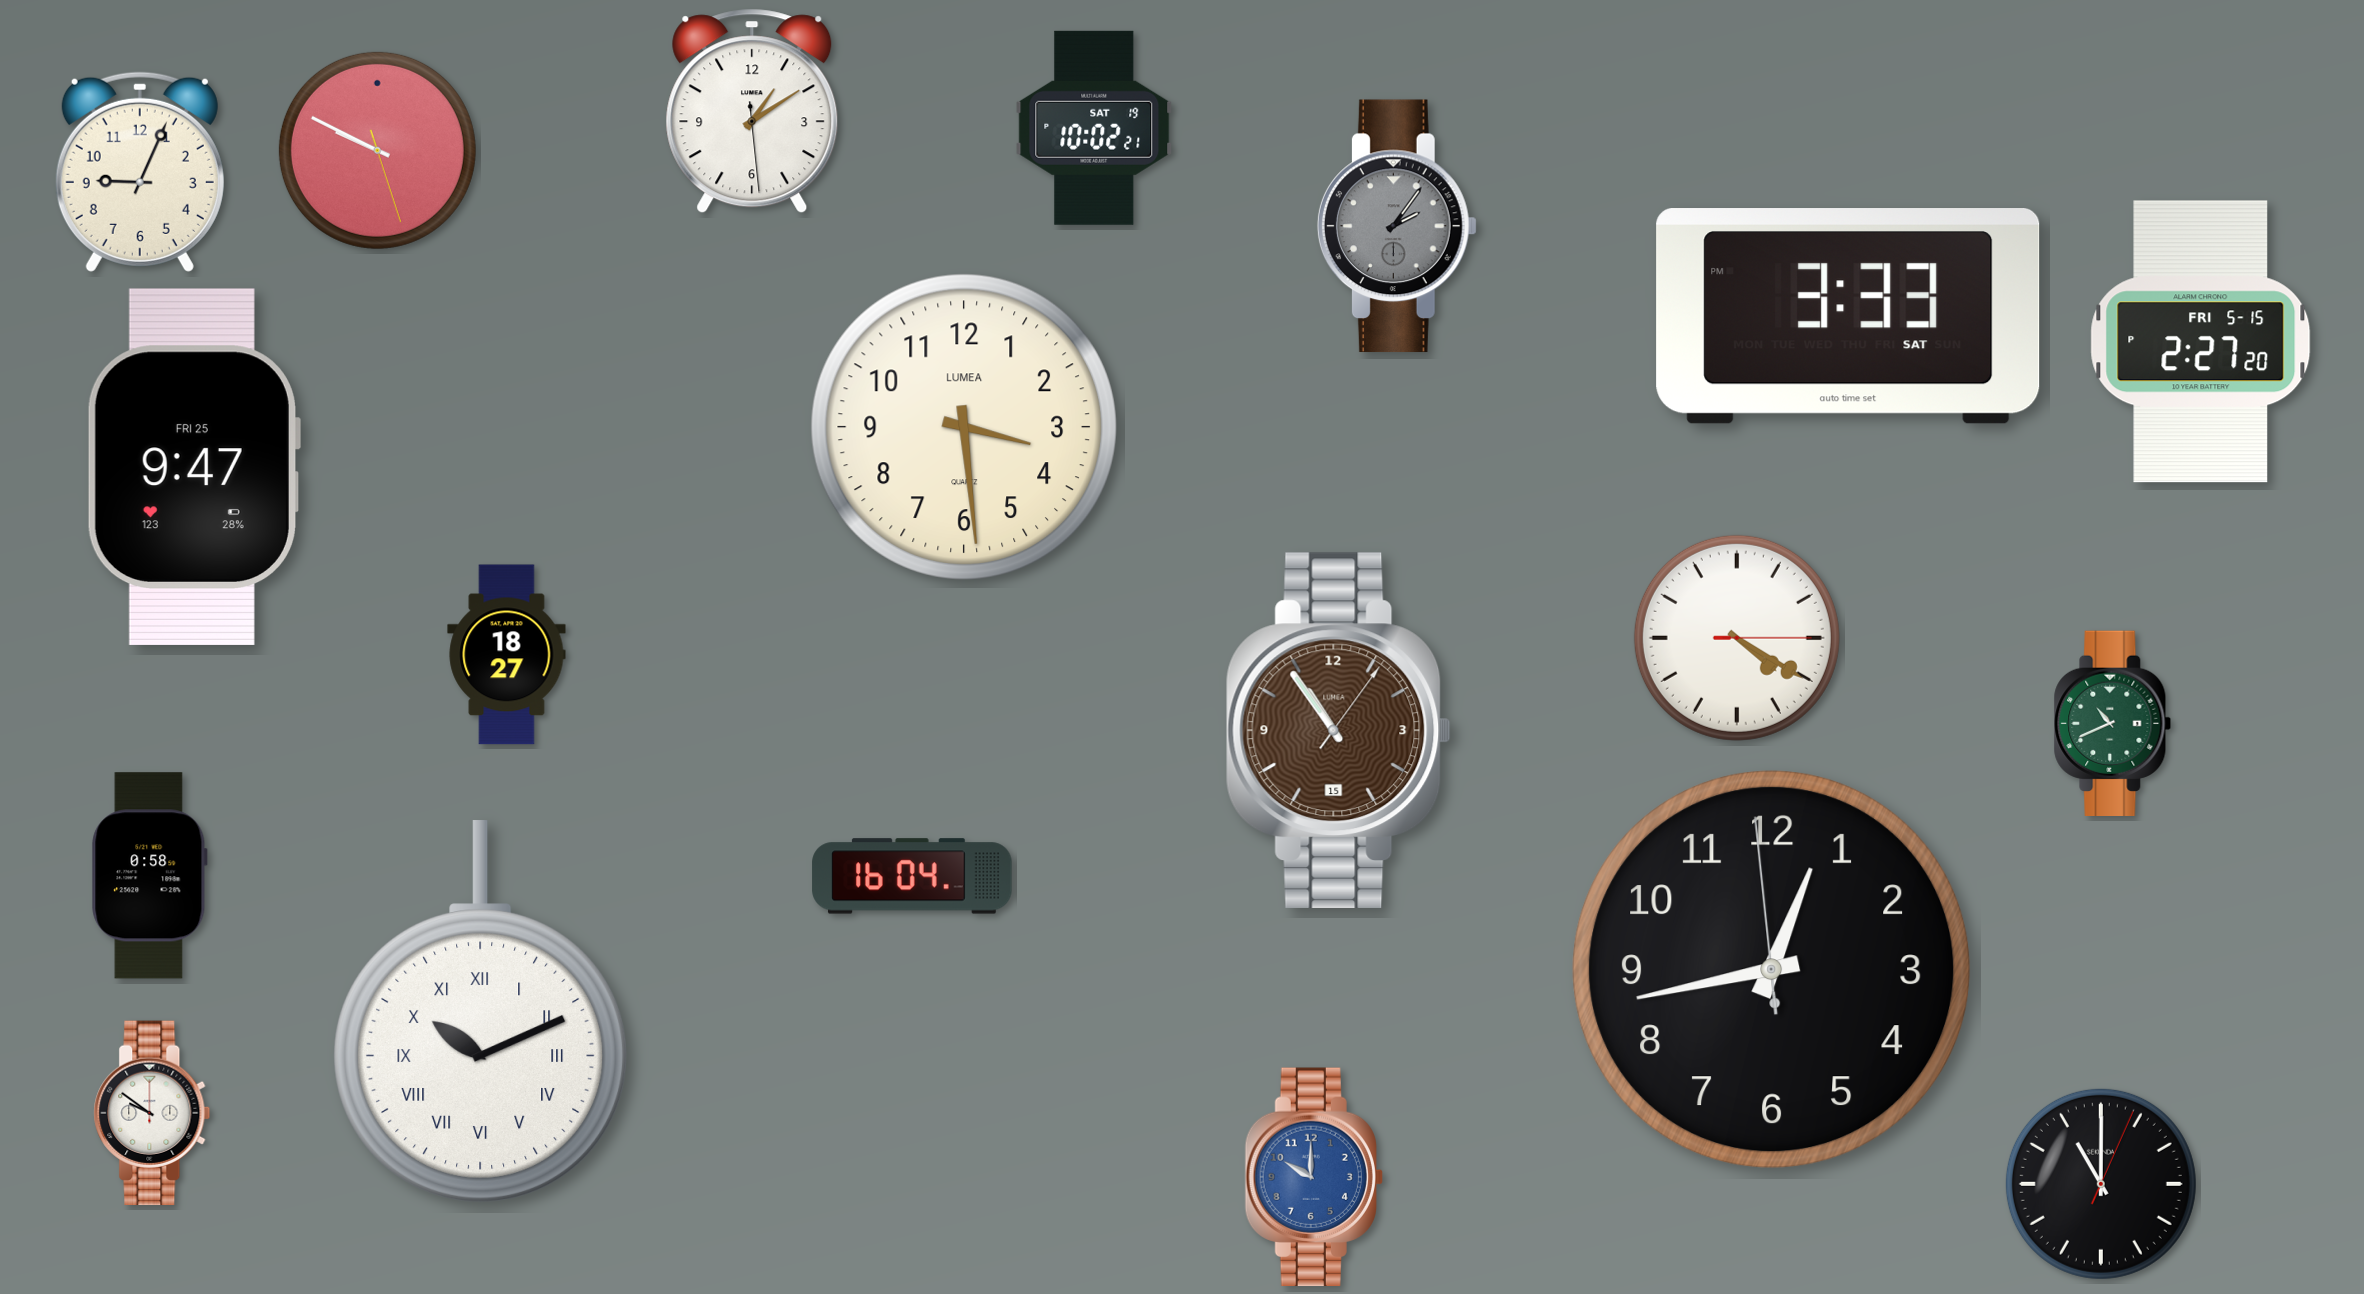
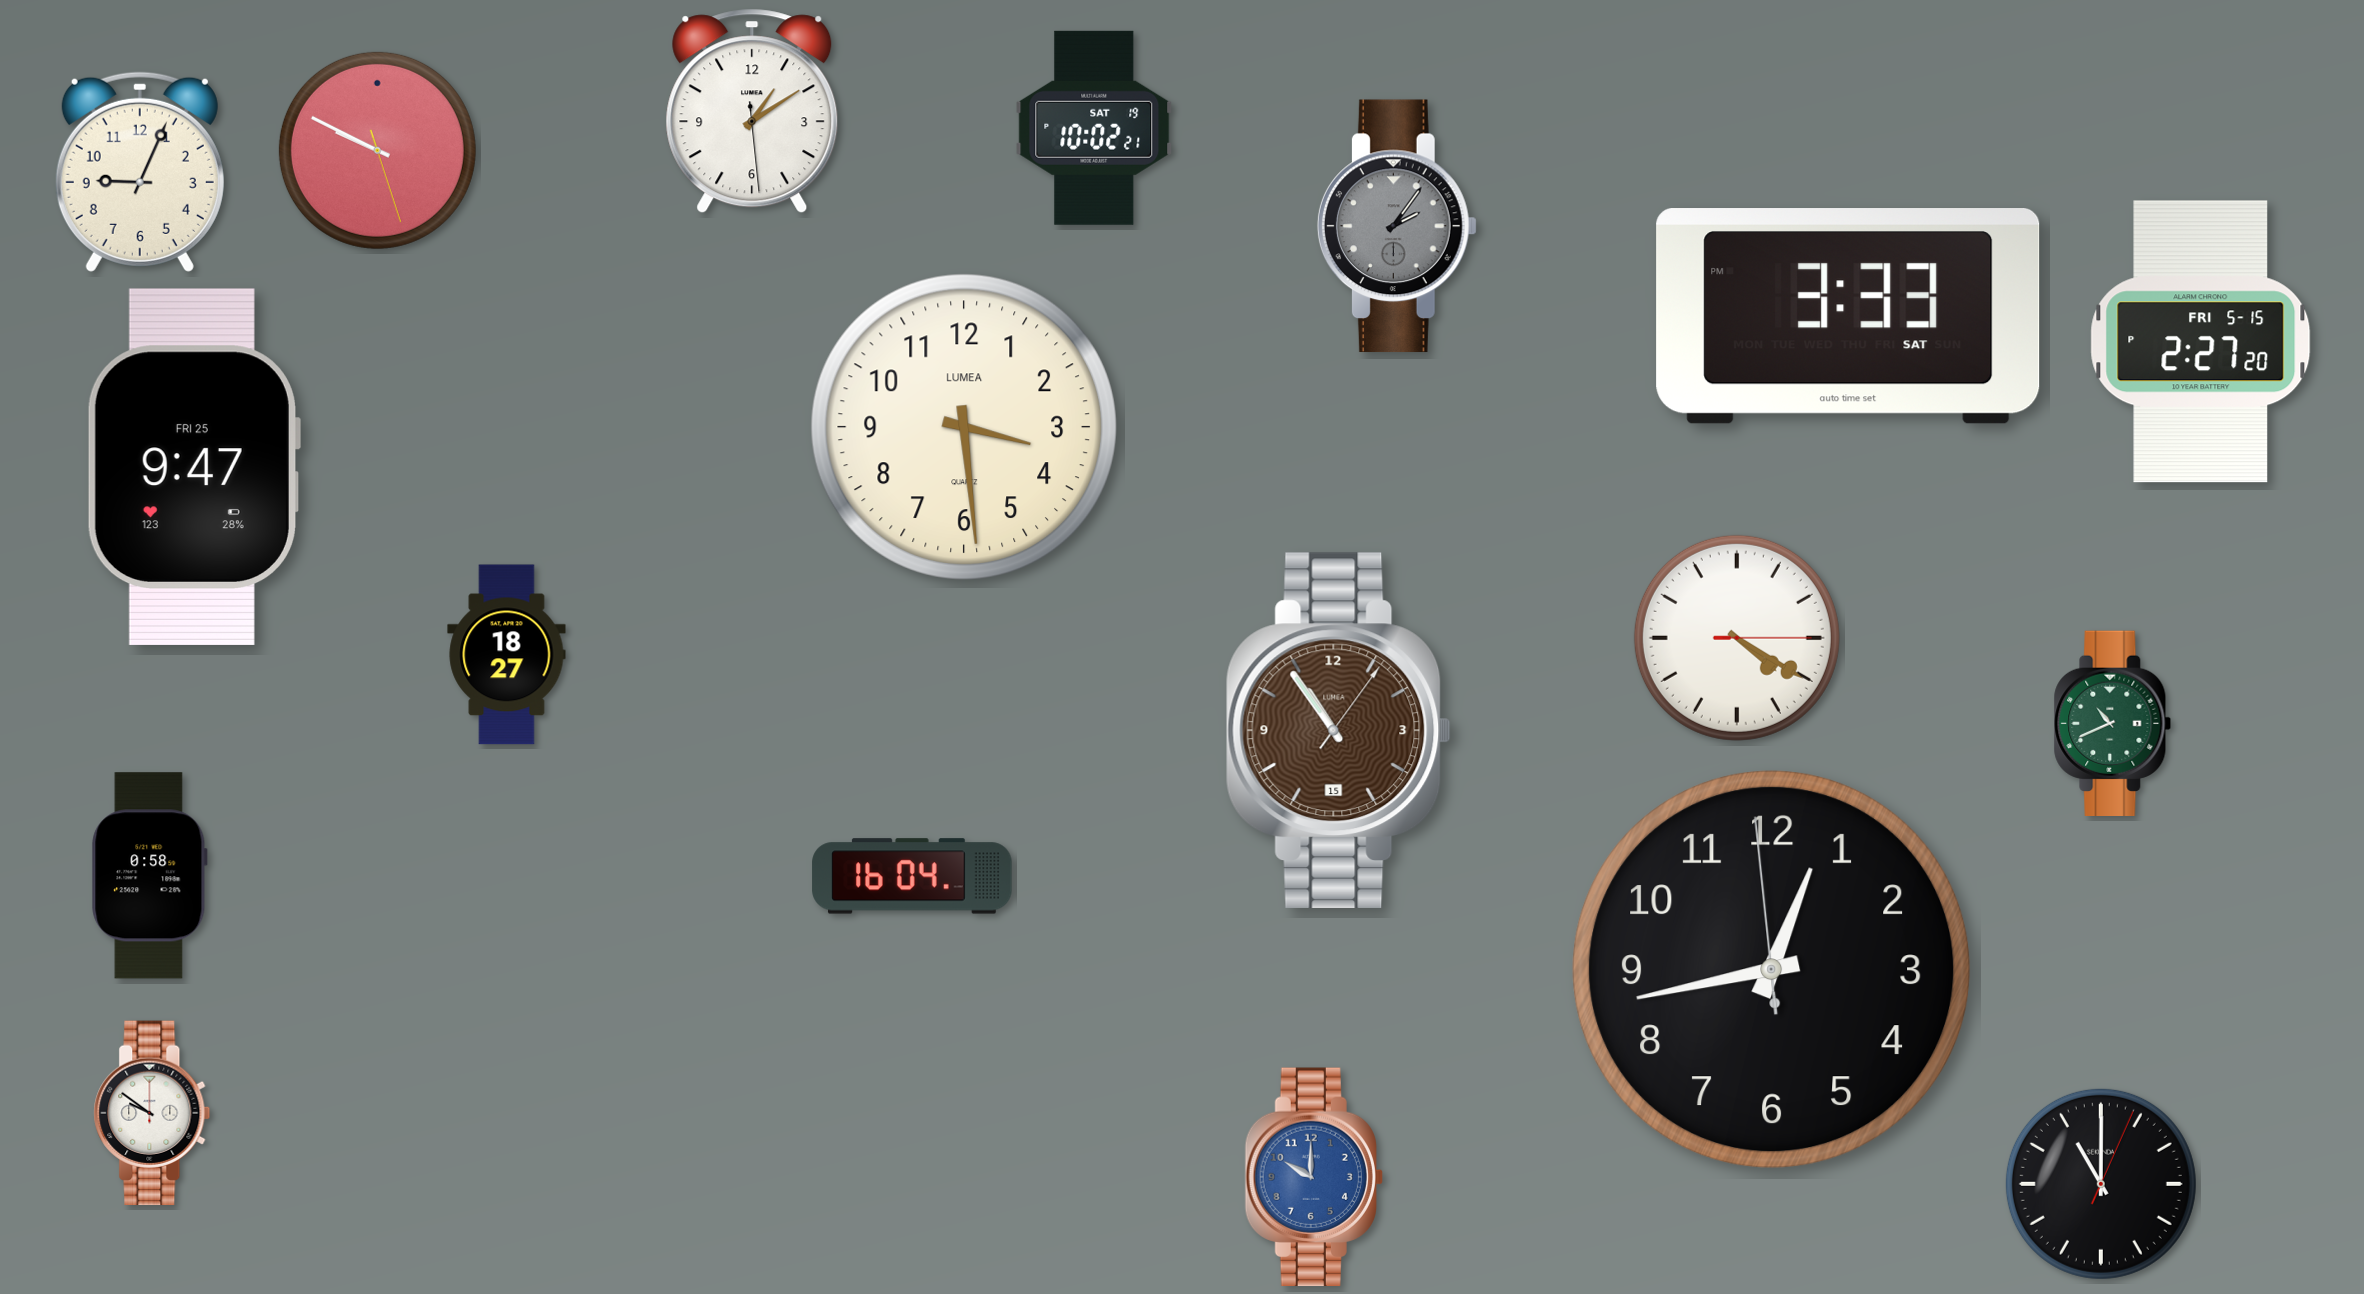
clock at (481, 1012): 10:11 -> none
